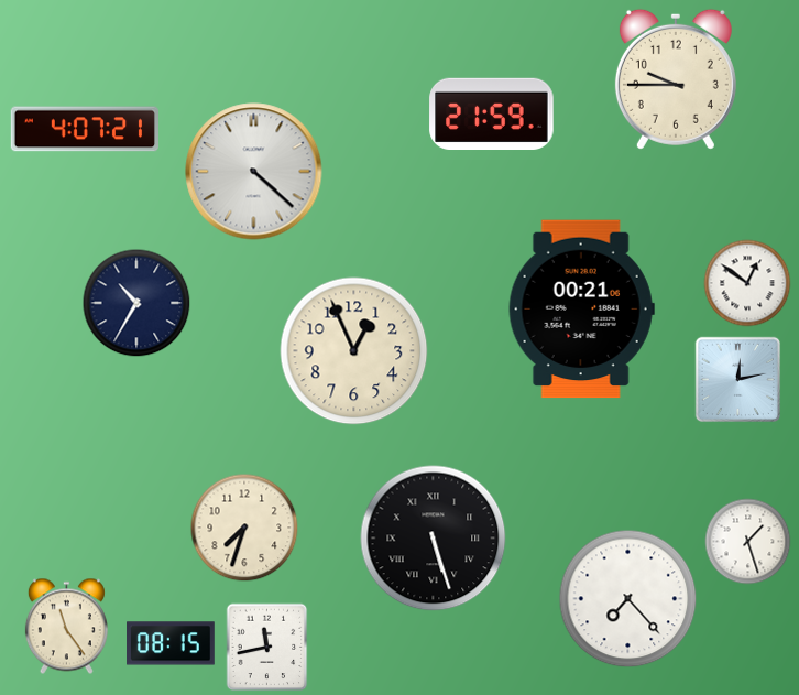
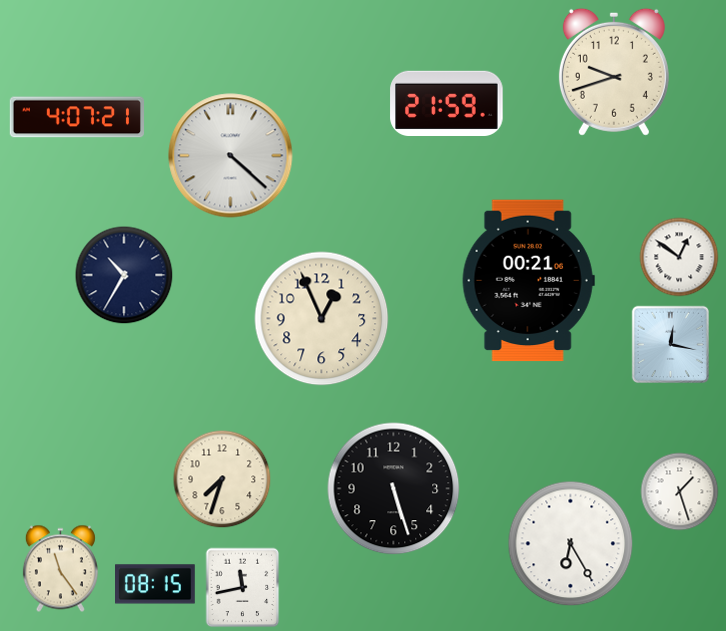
clock at (676, 79): 9:45 -> 9:42
clock at (738, 380): 12:13 -> 12:17
clock at (434, 539) numerals: Roman -> Arabic
clock at (628, 599): 7:23 -> 6:25
